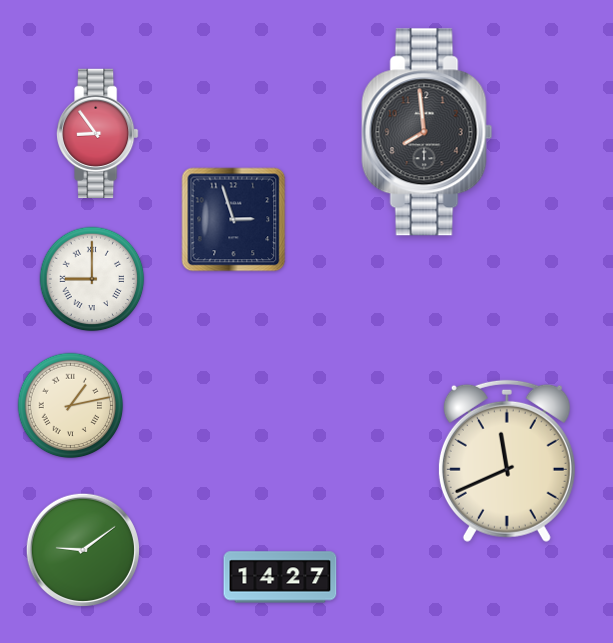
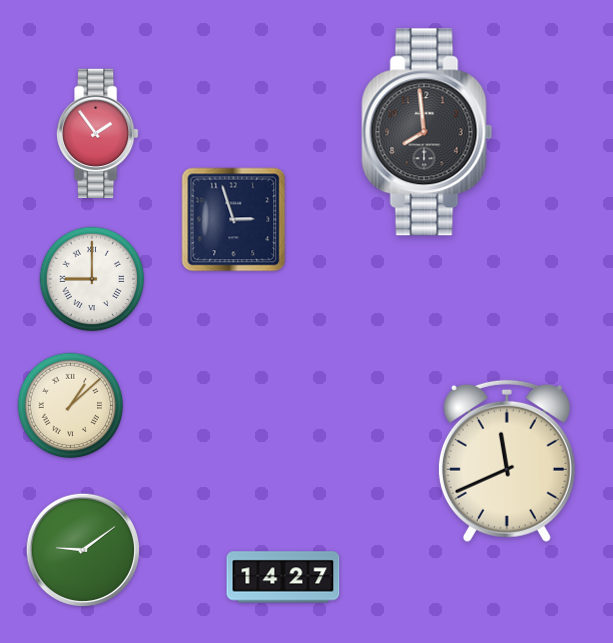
clock at (98, 133): 8:54 -> 1:54
clock at (71, 406): 1:13 -> 1:08
clock at (280, 577) position: (280, 577) -> (283, 577)
